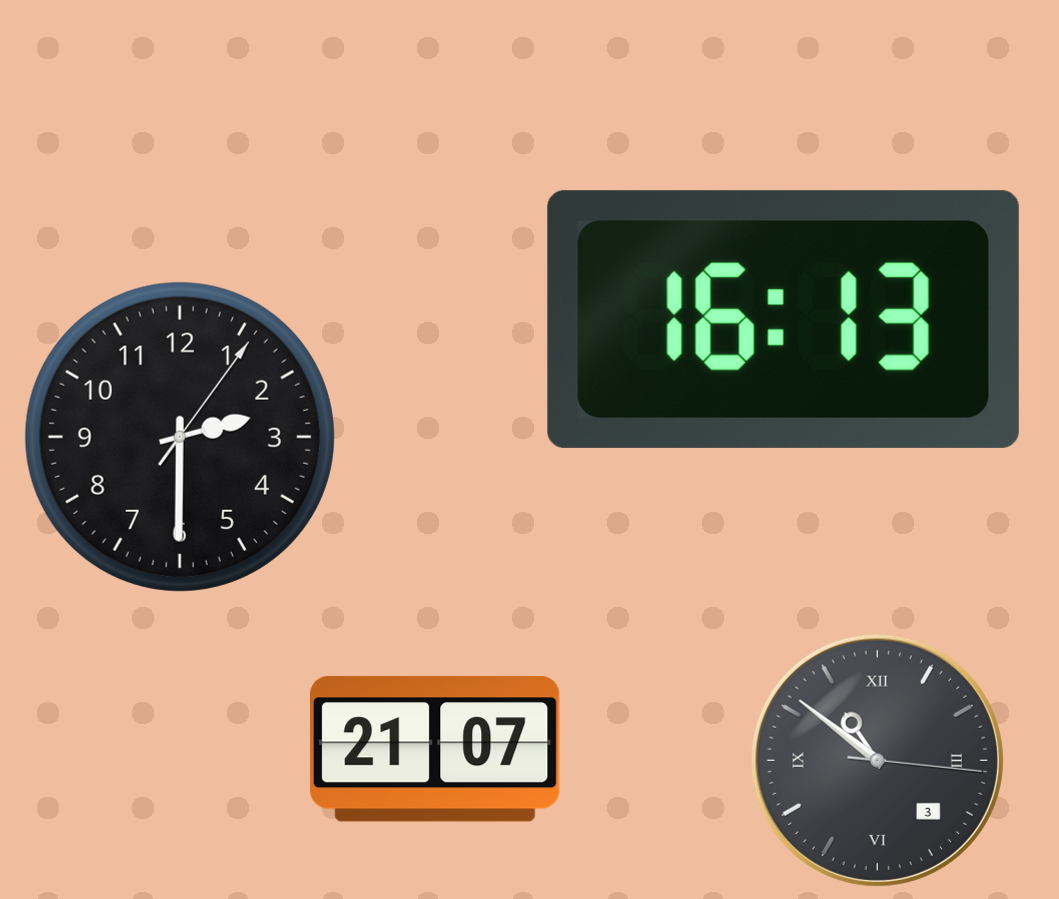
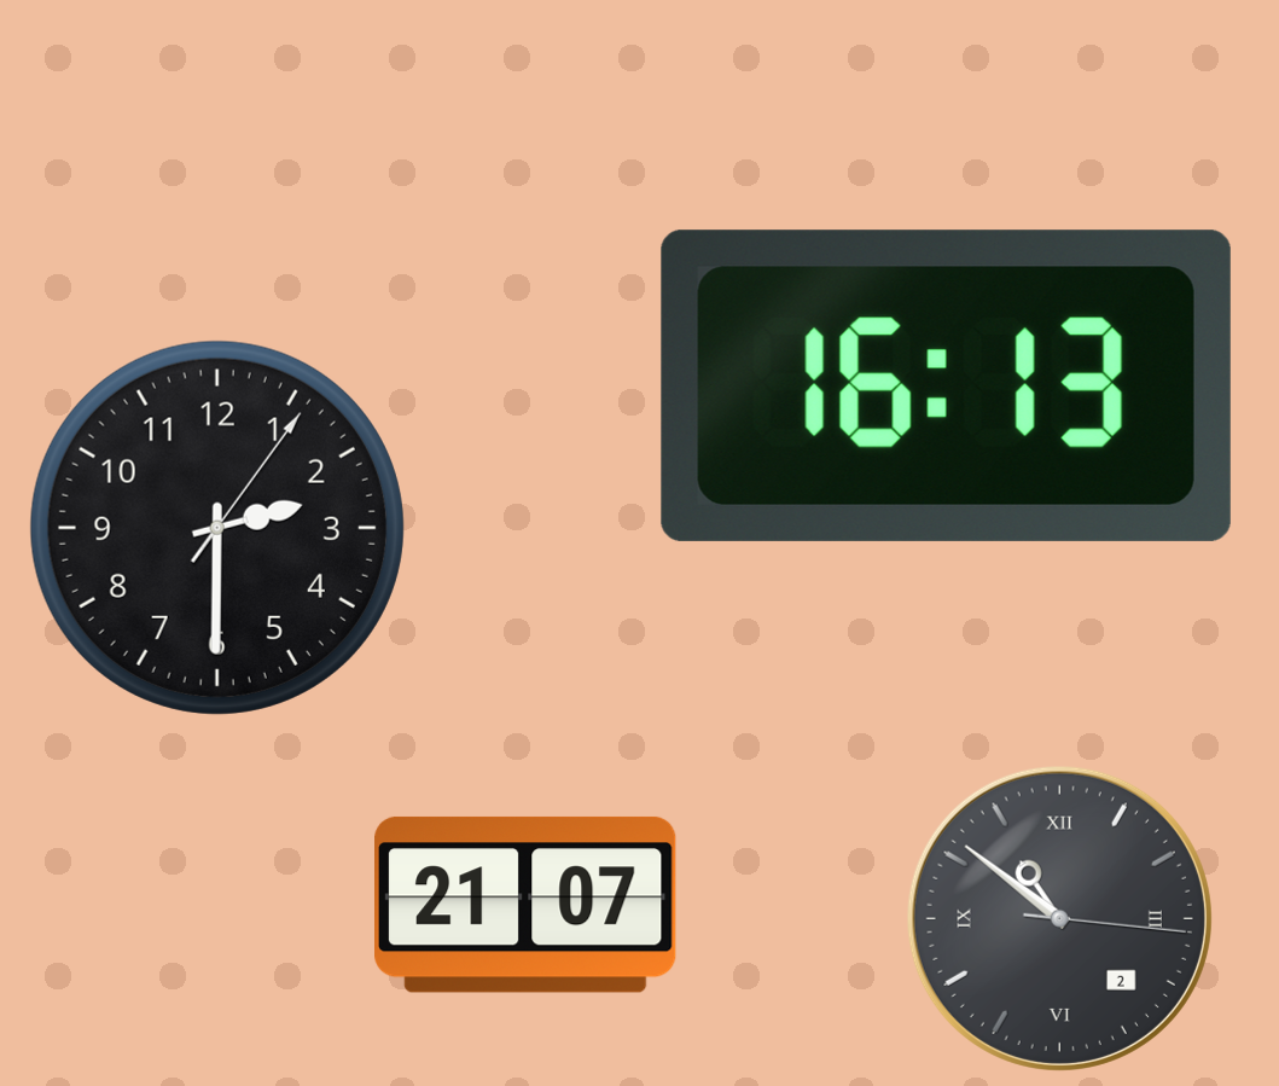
clock at (877, 760) date: 3 -> 2
